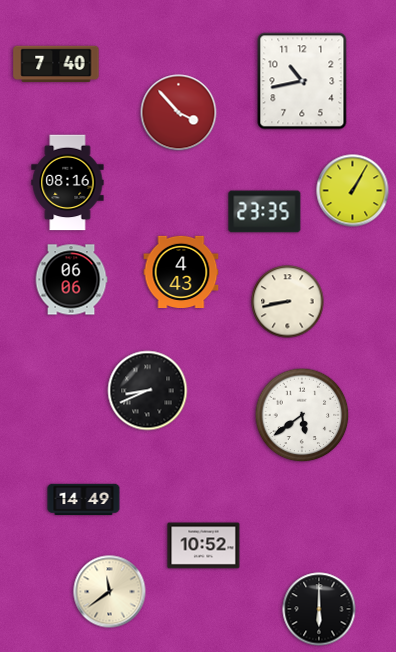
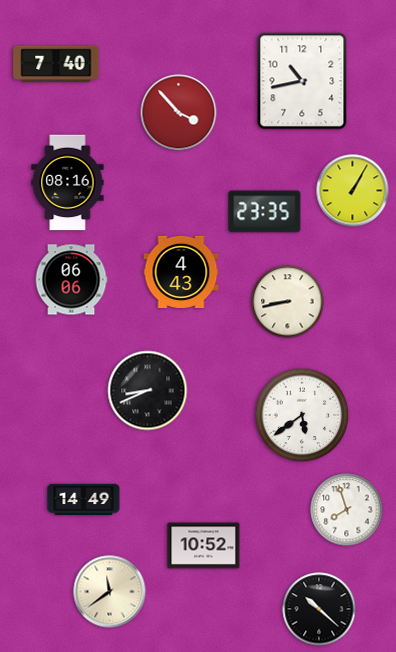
clock at (347, 510): none -> 7:57
clock at (319, 609): 6:00 -> 10:22
